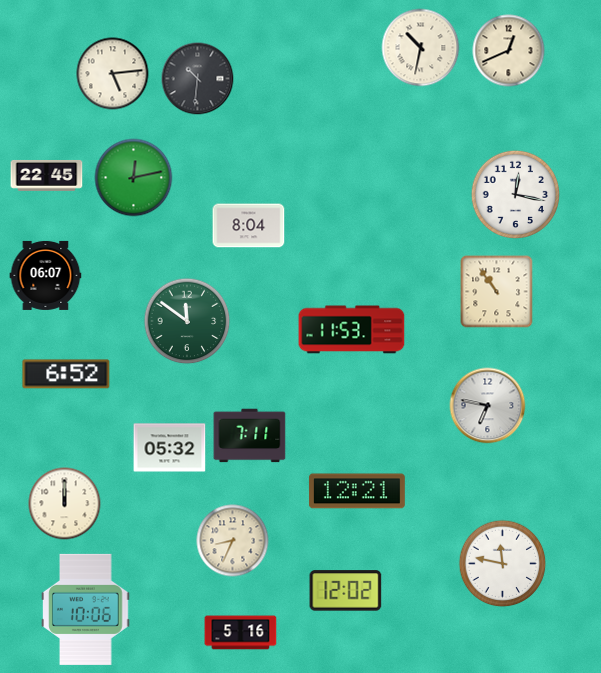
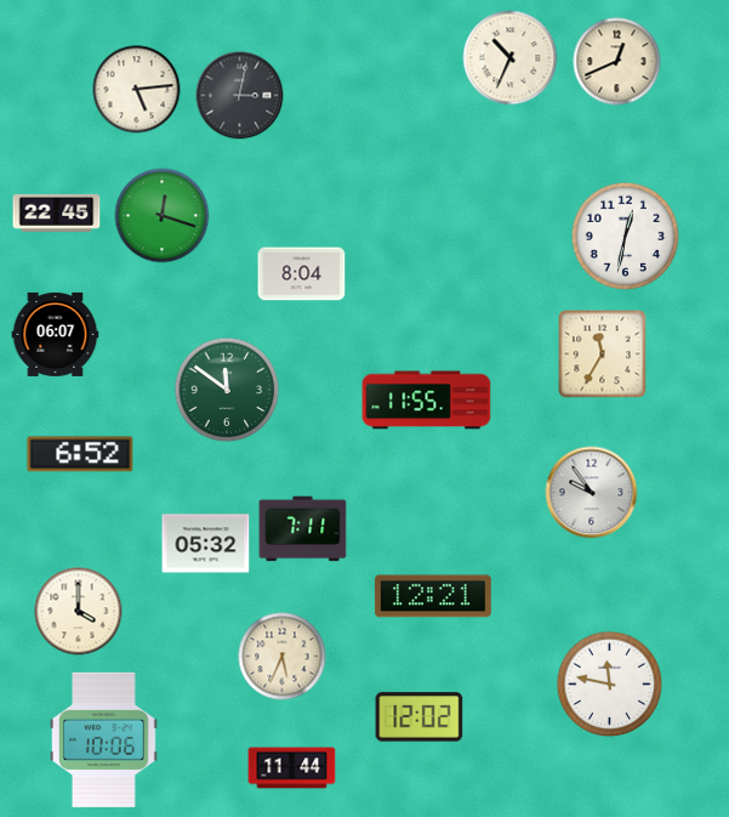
clock at (421, 48): 10:32 -> 10:34
clock at (198, 79): 10:31 -> 3:02
clock at (134, 178): 12:13 -> 12:18
clock at (516, 195): 12:17 -> 12:32
clock at (497, 292): 10:54 -> 11:35
clock at (352, 330): 11:53 -> 11:55
clock at (488, 406): 6:47 -> 9:54
clock at (65, 504): 12:00 -> 4:00
clock at (233, 541): 8:34 -> 5:34
clock at (241, 633): 5:16 -> 11:44
